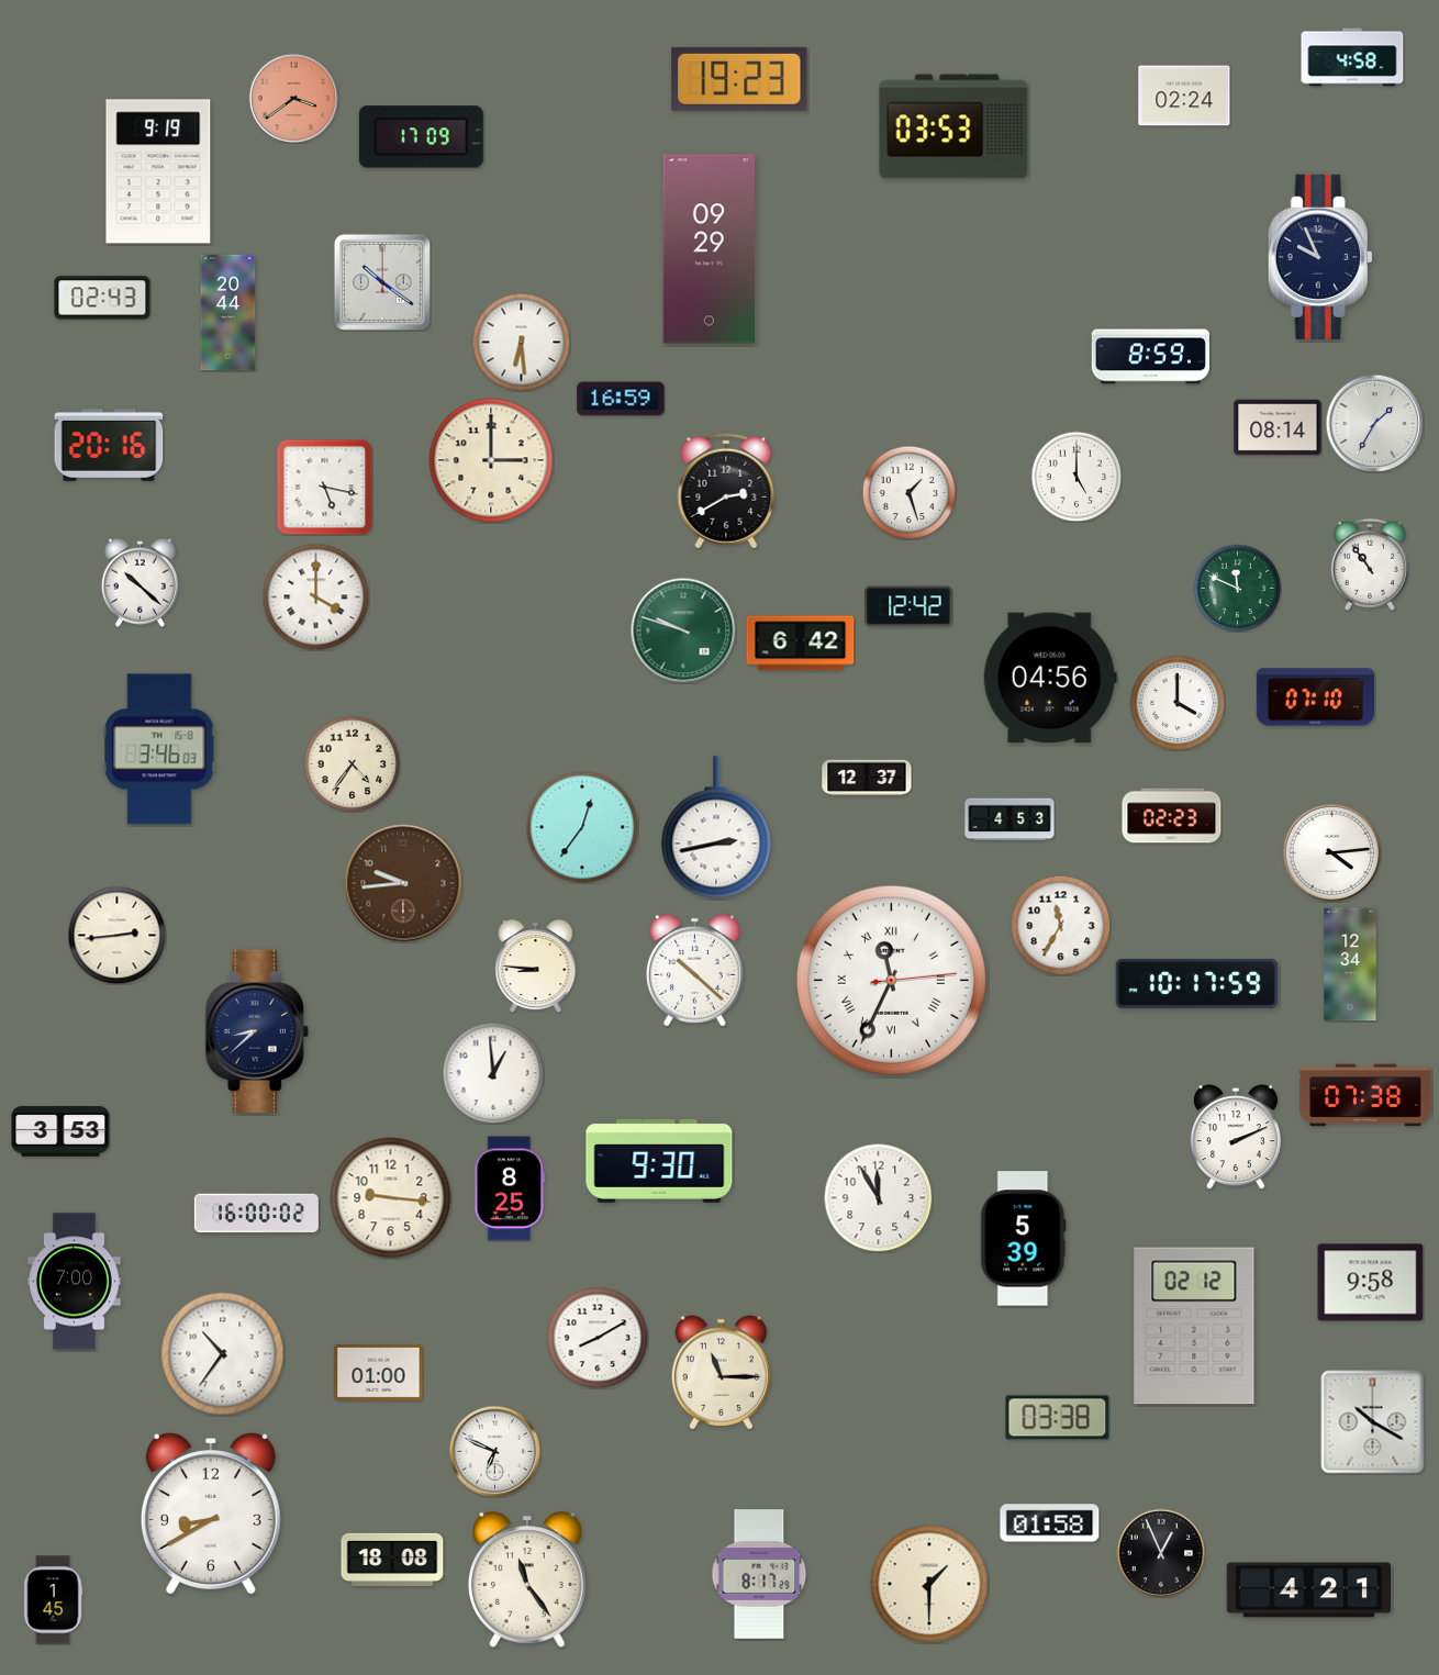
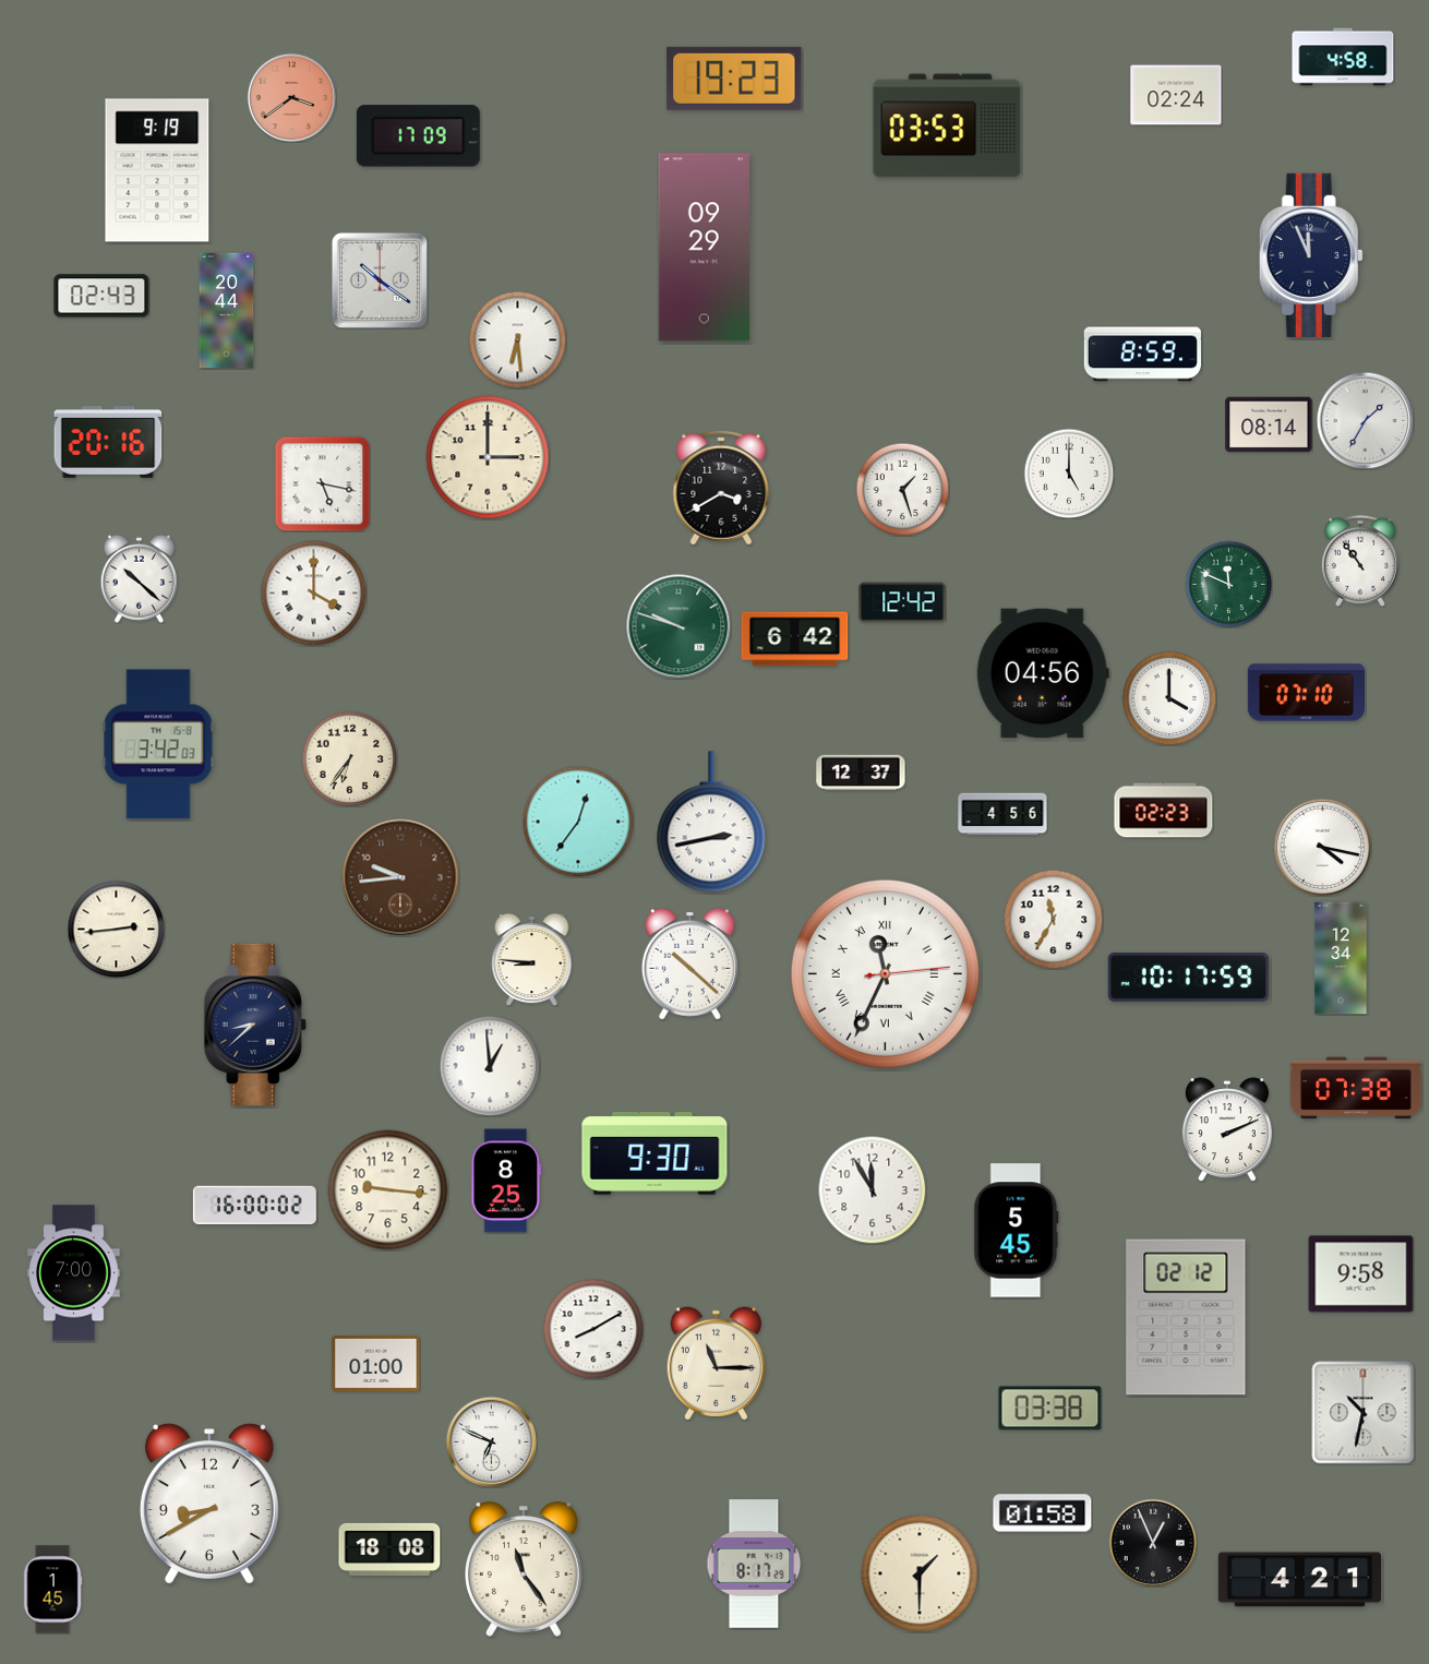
clock at (1320, 257): 9:56 -> 11:56
clock at (621, 399): 16:59 -> none
clock at (726, 491): 2:40 -> 3:40
clock at (159, 749): 3:46 -> 3:42
clock at (352, 763): 4:36 -> 6:36
clock at (1009, 819): 4:53 -> 4:56
clock at (1331, 852): 4:14 -> 4:17
clock at (60, 1131): 3:53 -> none
clock at (1024, 1239): 5:39 -> 5:45
clock at (223, 1354): 10:36 -> none
clock at (1373, 1422): 10:20 -> 10:32
clock at (929, 1584) position: (929, 1584) -> (920, 1573)
